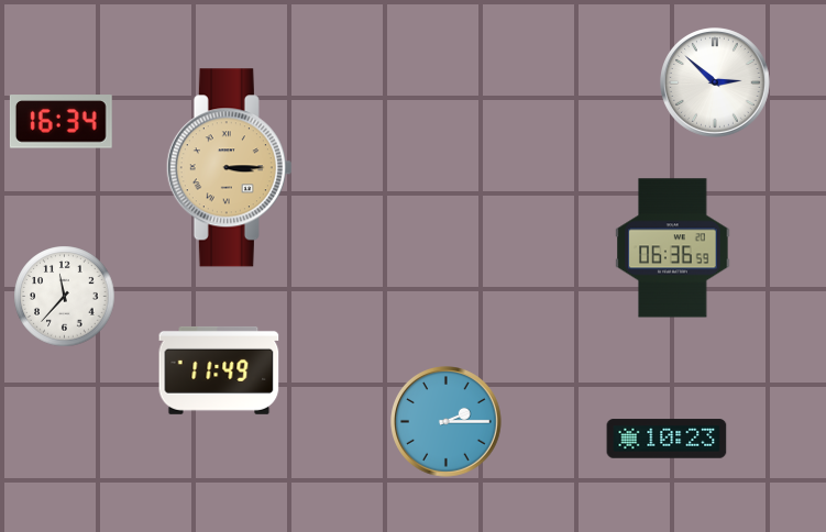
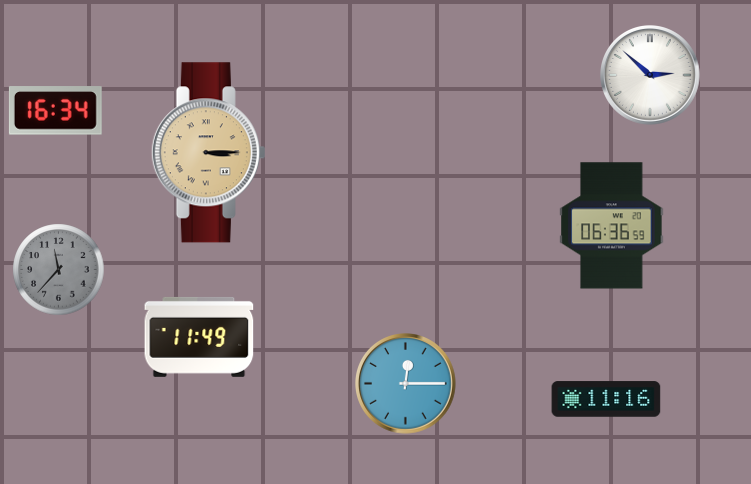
clock at (65, 297) dial: white -> grey
clock at (447, 422): 2:15 -> 12:15
clock at (667, 439): 10:23 -> 11:16
